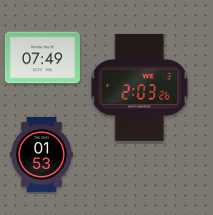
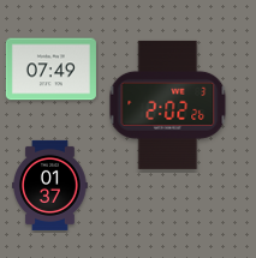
clock at (140, 87): 2:03 -> 2:02
clock at (42, 154): 01:53 -> 01:37
